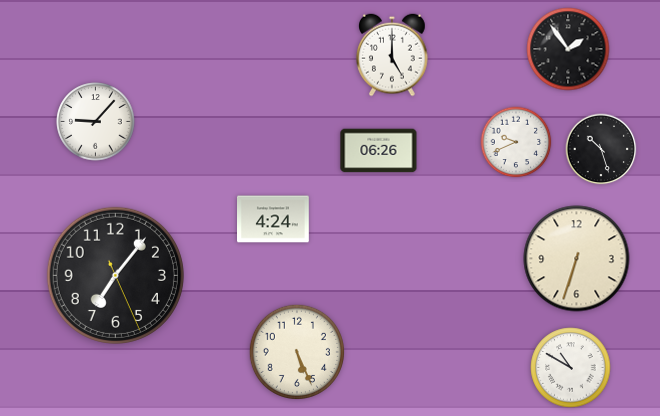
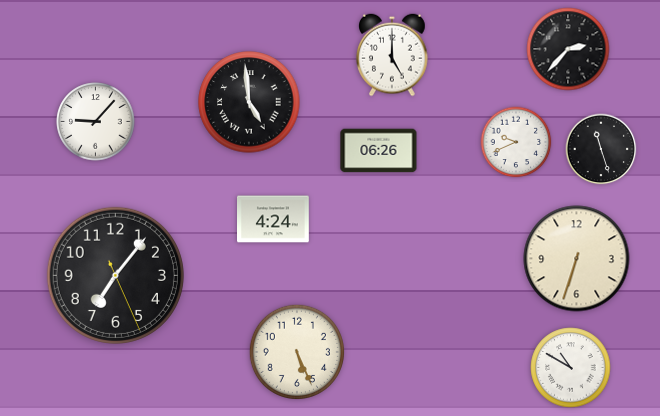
clock at (568, 49): 1:54 -> 2:37
clock at (249, 102): none -> 4:59
clock at (601, 149): 10:27 -> 11:27
